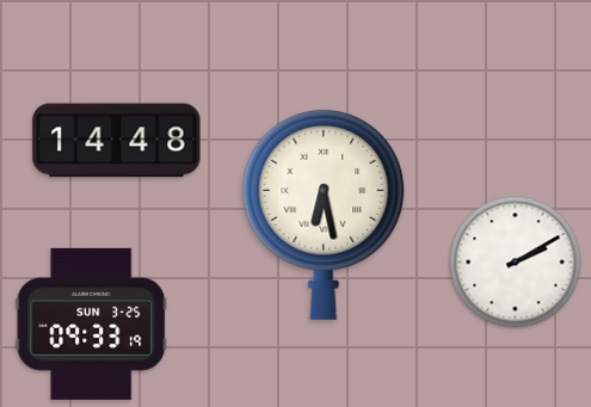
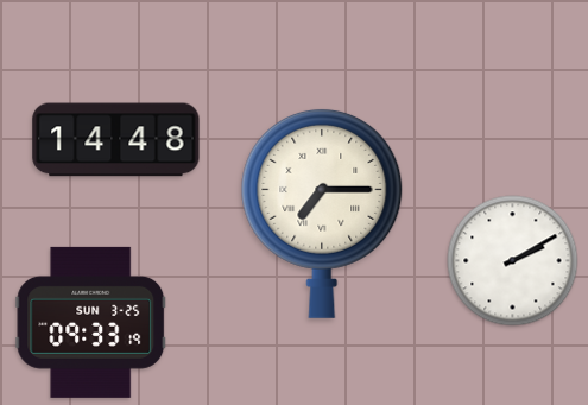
clock at (324, 214): 6:28 -> 7:15
